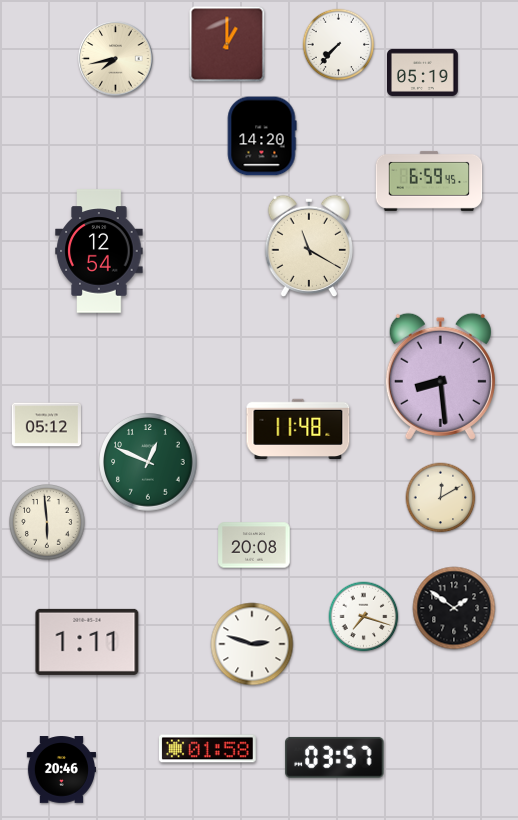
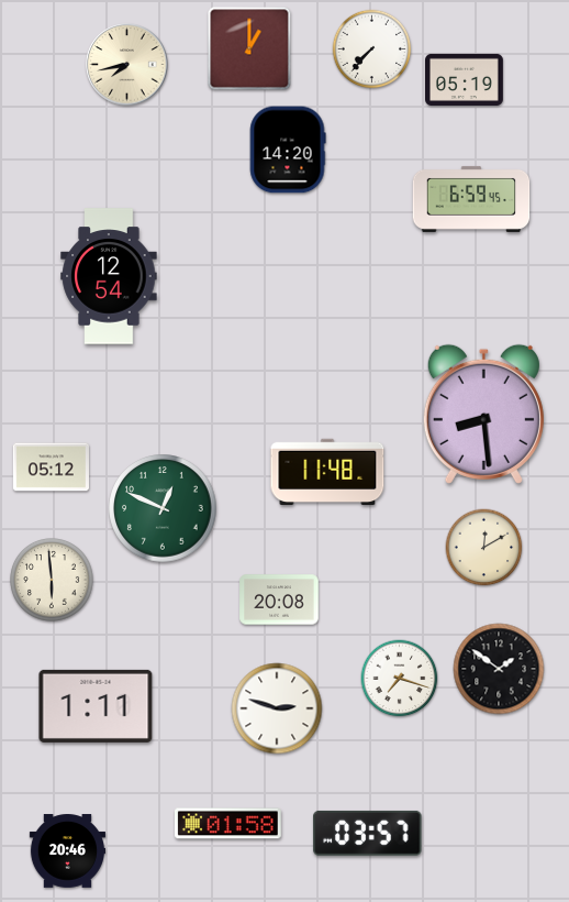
clock at (308, 246): 11:20 -> none
clock at (48, 523) position: (48, 523) -> (53, 581)
clock at (61, 770) position: (61, 770) -> (67, 851)
